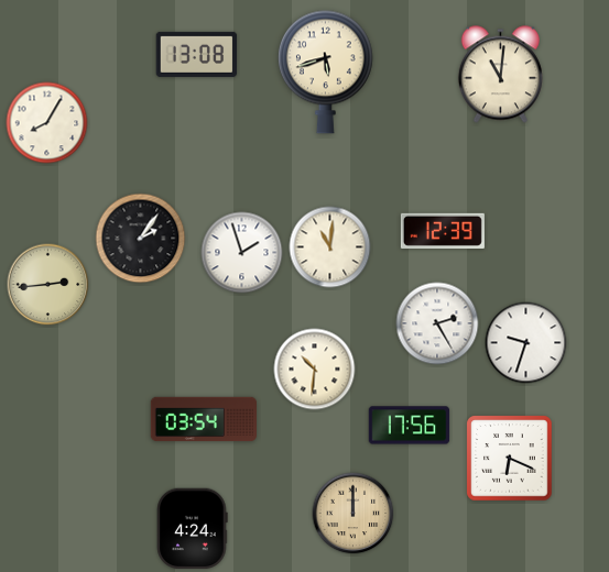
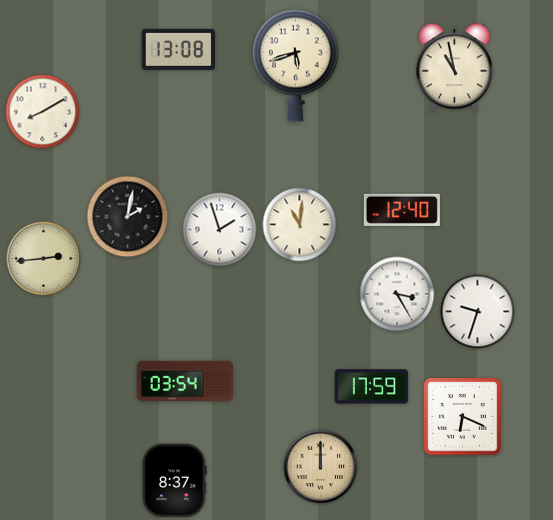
clock at (500, 75): 11:01 -> 10:58
clock at (47, 123): 8:05 -> 8:10
clock at (443, 231): 12:39 -> 12:40
clock at (141, 239): 2:06 -> 2:02
clock at (437, 323): 2:25 -> 3:25
clock at (315, 370): 10:31 -> none
clock at (410, 426): 17:56 -> 17:59
clock at (193, 529): 4:24 -> 8:37
